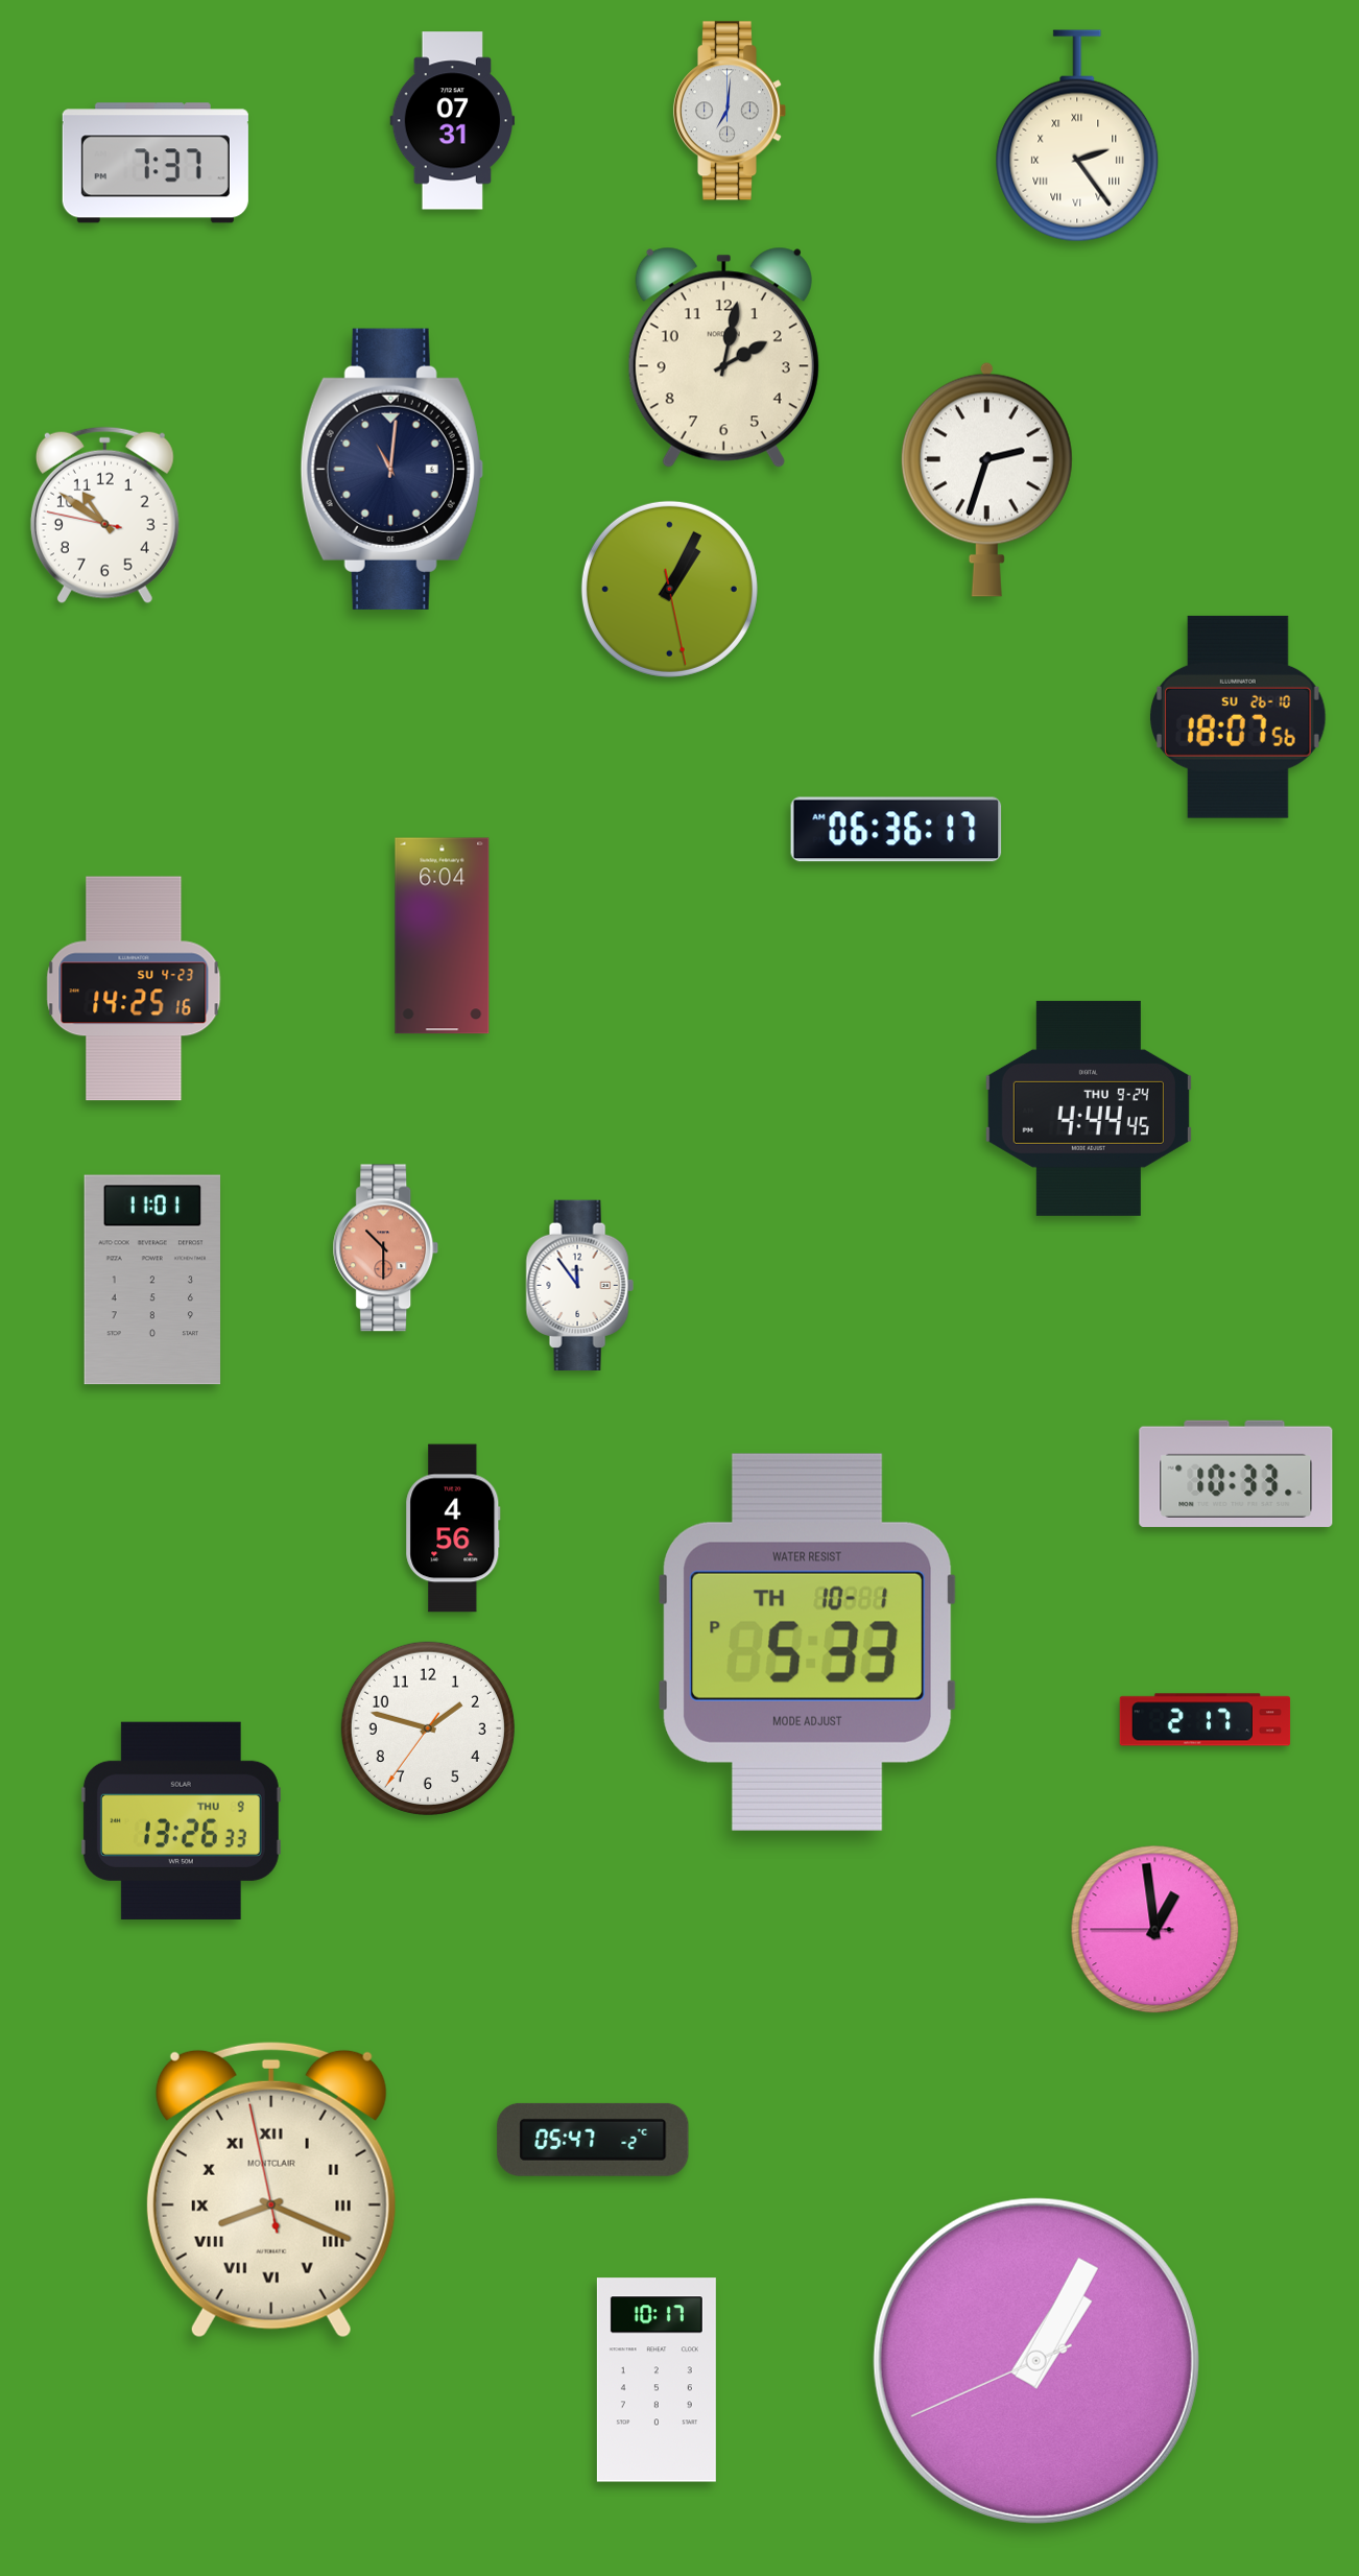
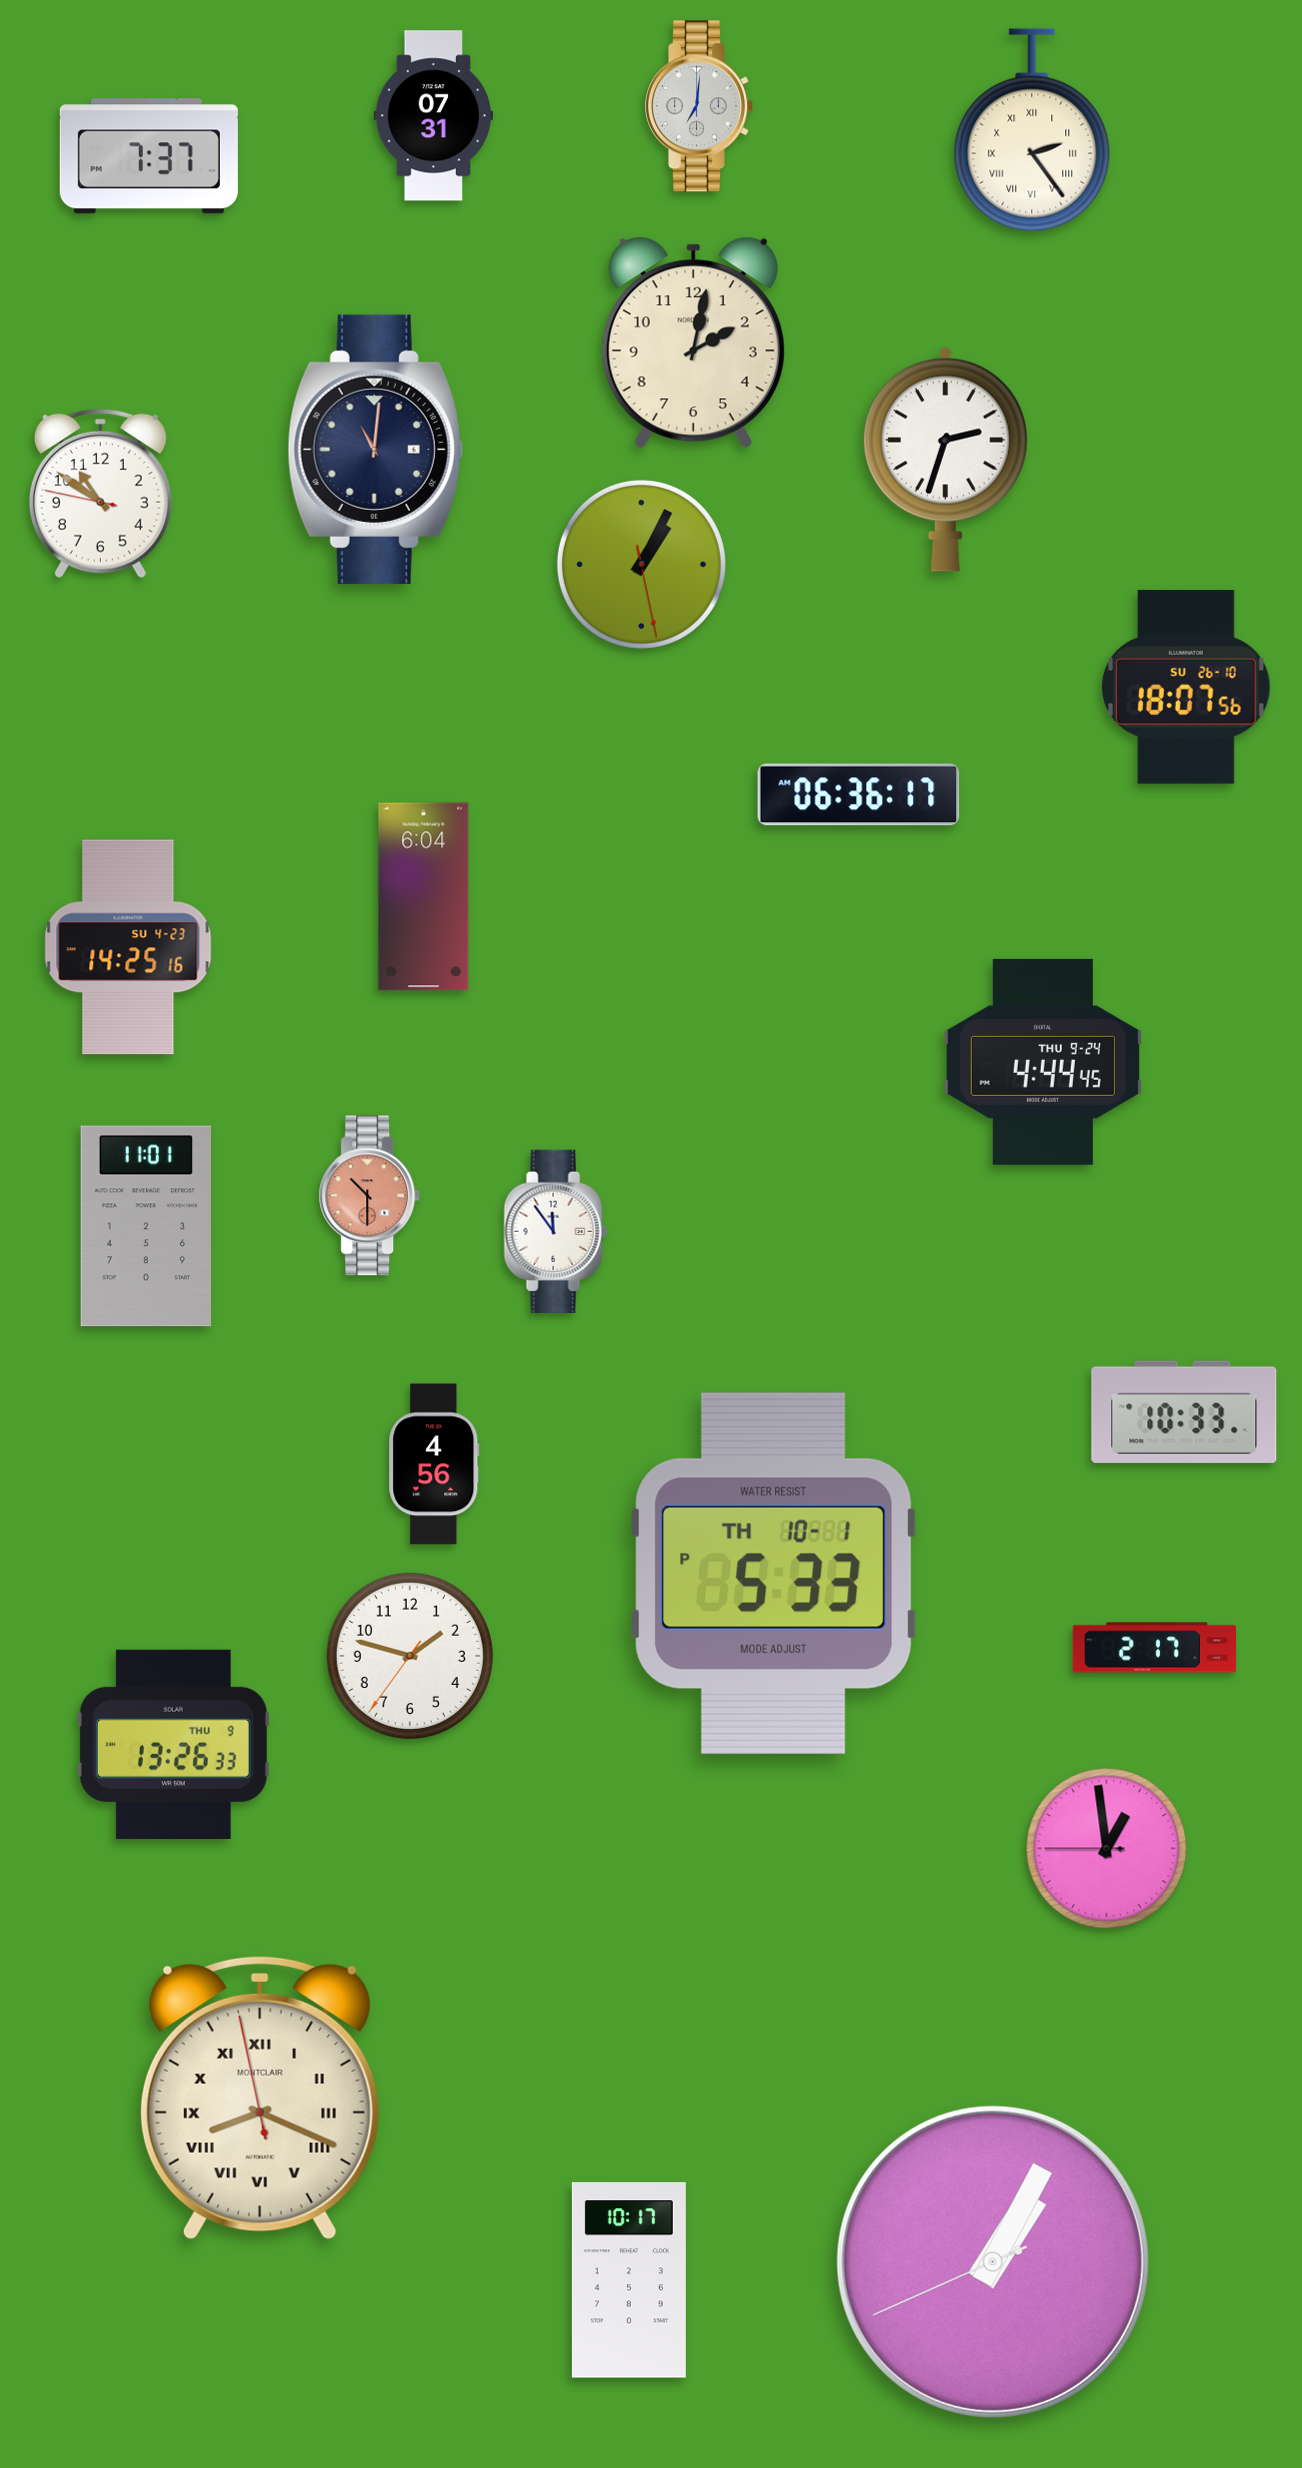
clock at (593, 2140): 05:47 -> none
